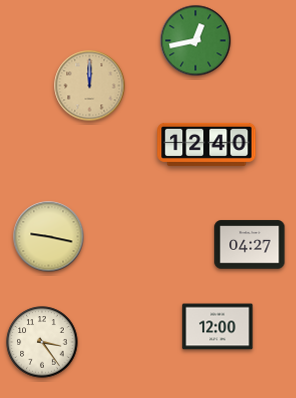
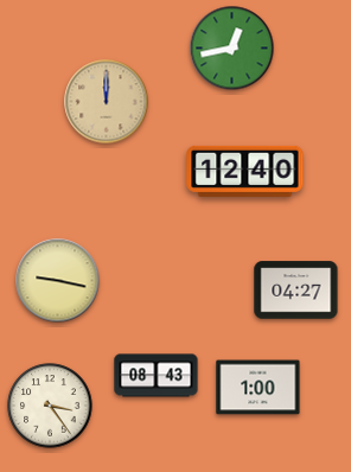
clock at (157, 376): none -> 08:43
clock at (218, 327): 12:00 -> 1:00
